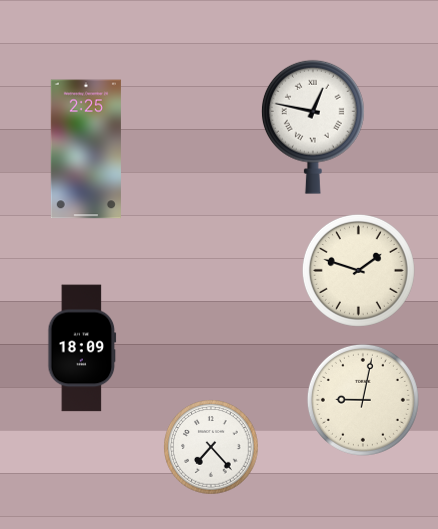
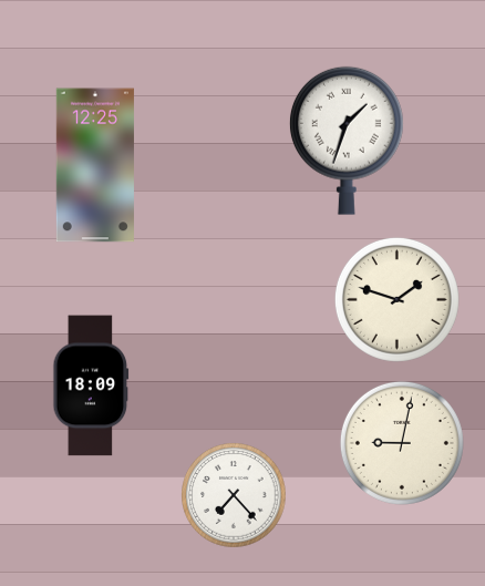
clock at (313, 127): 12:47 -> 1:33
clock at (86, 149): 2:25 -> 12:25
